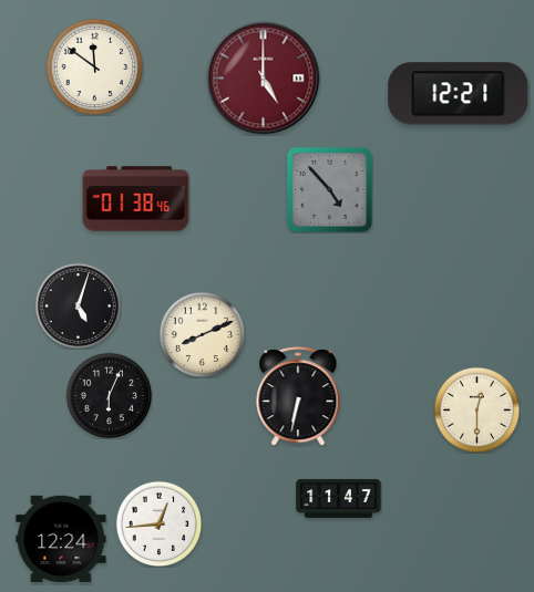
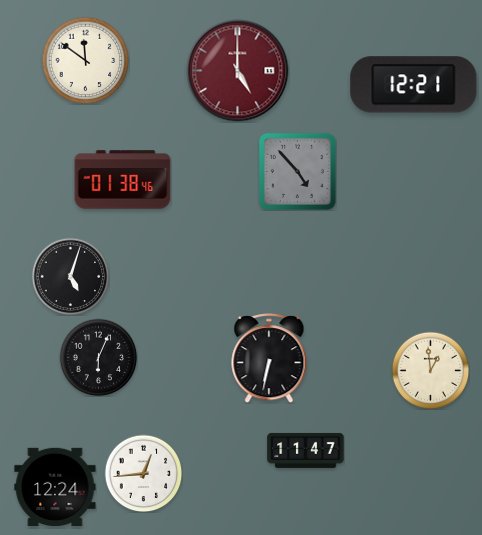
clock at (202, 334): 8:11 -> none
clock at (476, 409): 12:30 -> 12:59
